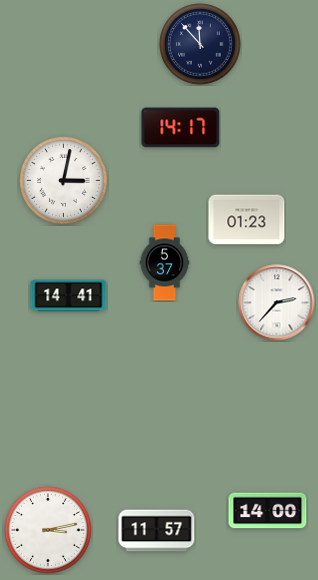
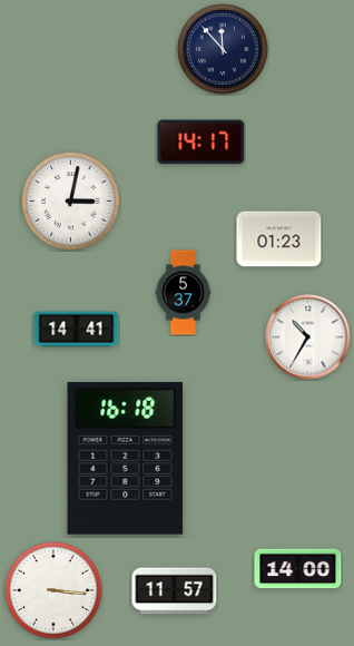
clock at (247, 220) position: (247, 220) -> (279, 239)
clock at (277, 303): 2:37 -> 10:35
clock at (126, 458): none -> 16:18
clock at (48, 530): 3:13 -> 3:16
